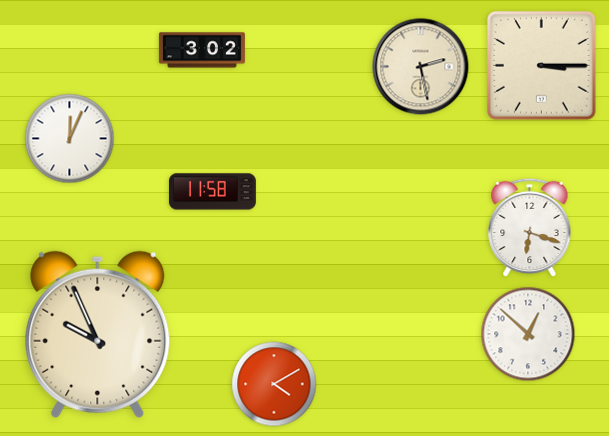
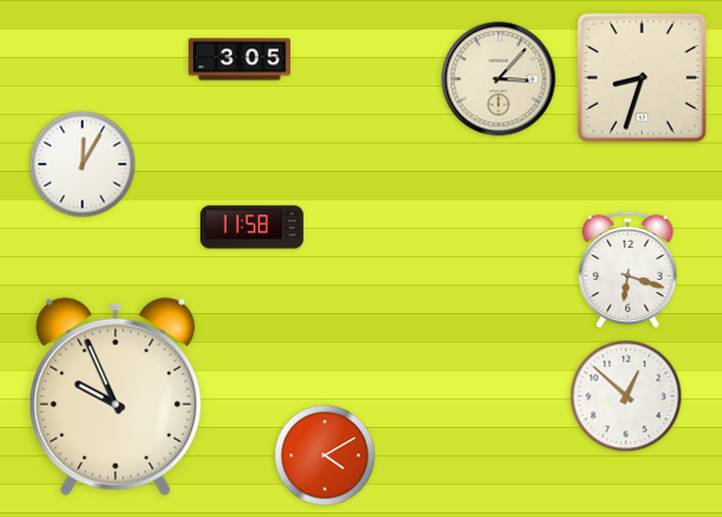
clock at (202, 50): 3:02 -> 3:05
clock at (542, 66): 3:15 -> 8:33
clock at (421, 67): 2:28 -> 3:07
clock at (70, 139): 12:04 -> 12:05
